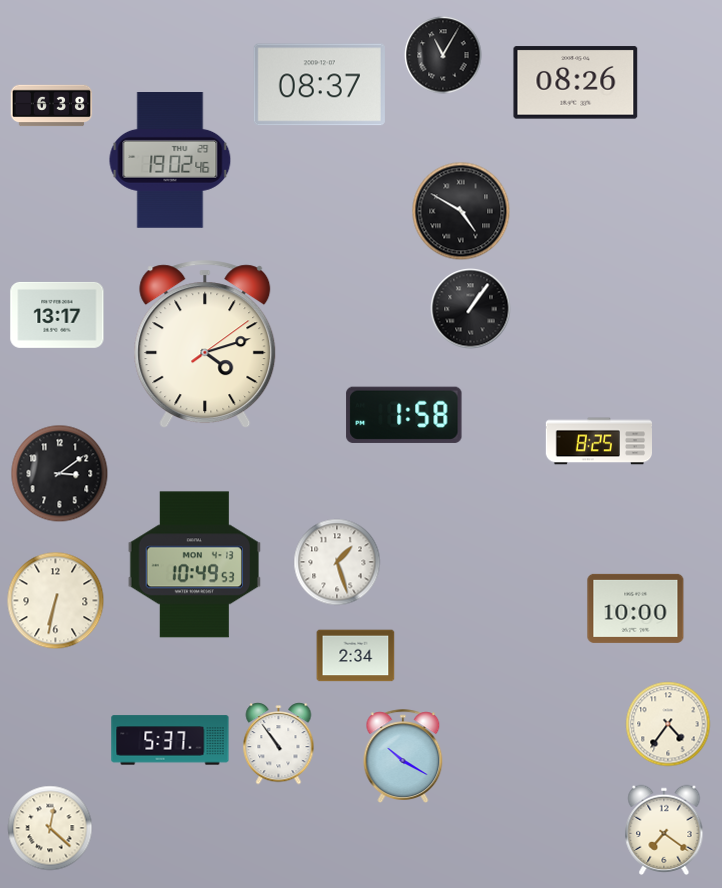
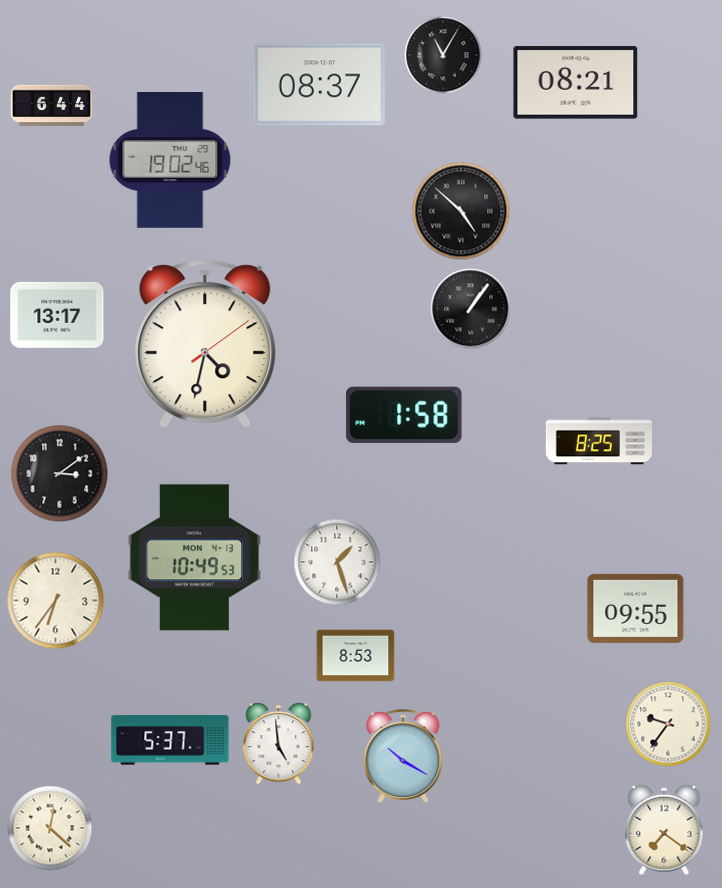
clock at (576, 83): 08:26 -> 08:21
clock at (52, 106): 6:38 -> 6:44
clock at (461, 211): 4:50 -> 4:52
clock at (205, 345): 4:12 -> 4:32
clock at (195, 565) position: (195, 565) -> (195, 558)
clock at (56, 601): 6:32 -> 6:36
clock at (636, 608): 10:00 -> 09:55
clock at (356, 656): 2:34 -> 8:53
clock at (668, 724): 4:36 -> 9:36
clock at (279, 744): 10:54 -> 4:59
